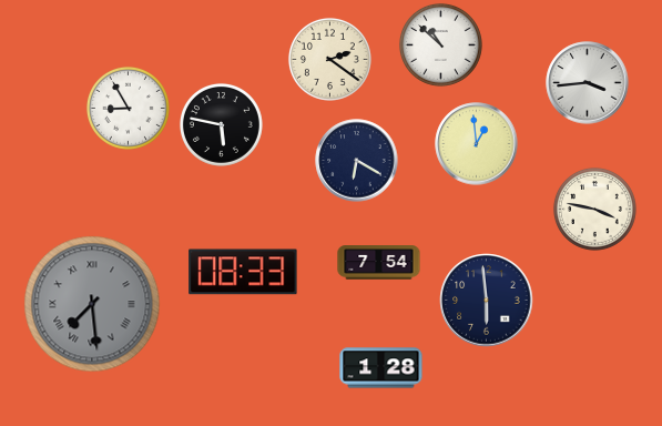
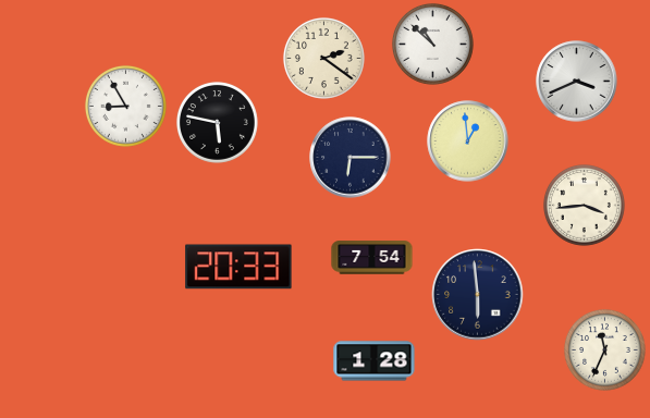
clock at (588, 83): 3:44 -> 3:41
clock at (357, 161): 6:20 -> 6:15
clock at (594, 209): 3:47 -> 3:44
clock at (243, 272): 08:33 -> 20:33
clock at (92, 304): 7:29 -> none
clock at (604, 349): none -> 11:34
